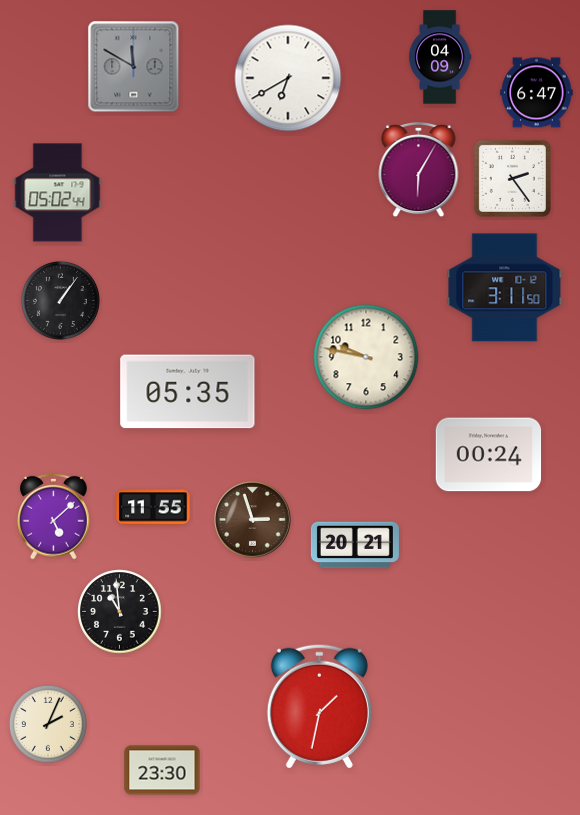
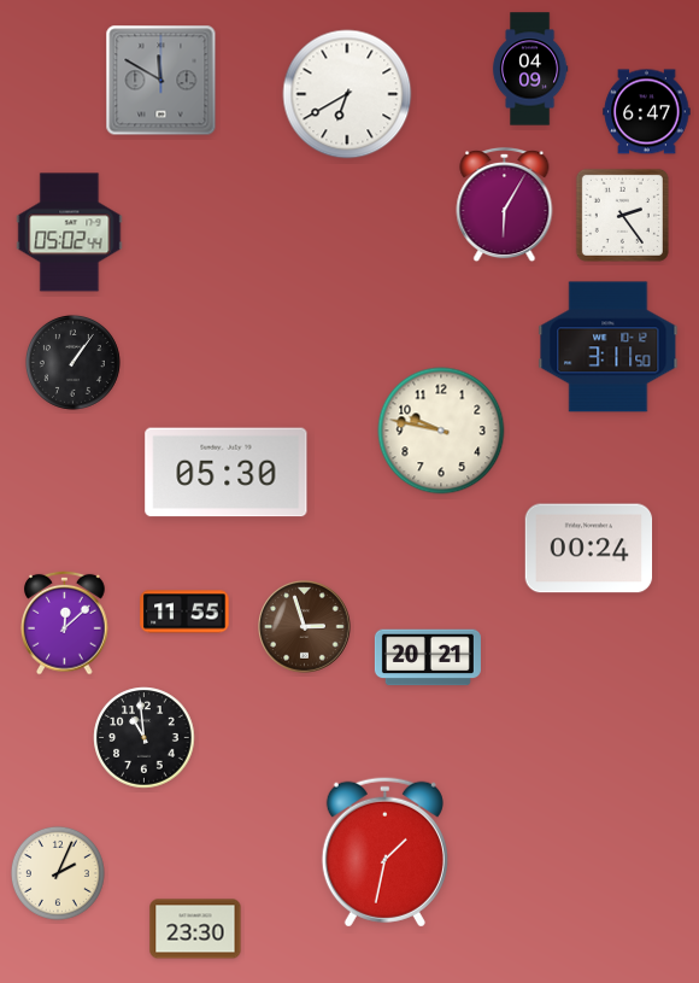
clock at (512, 178) position: (512, 178) -> (622, 215)
clock at (188, 392): 05:35 -> 05:30
clock at (54, 516): 5:08 -> 12:08
